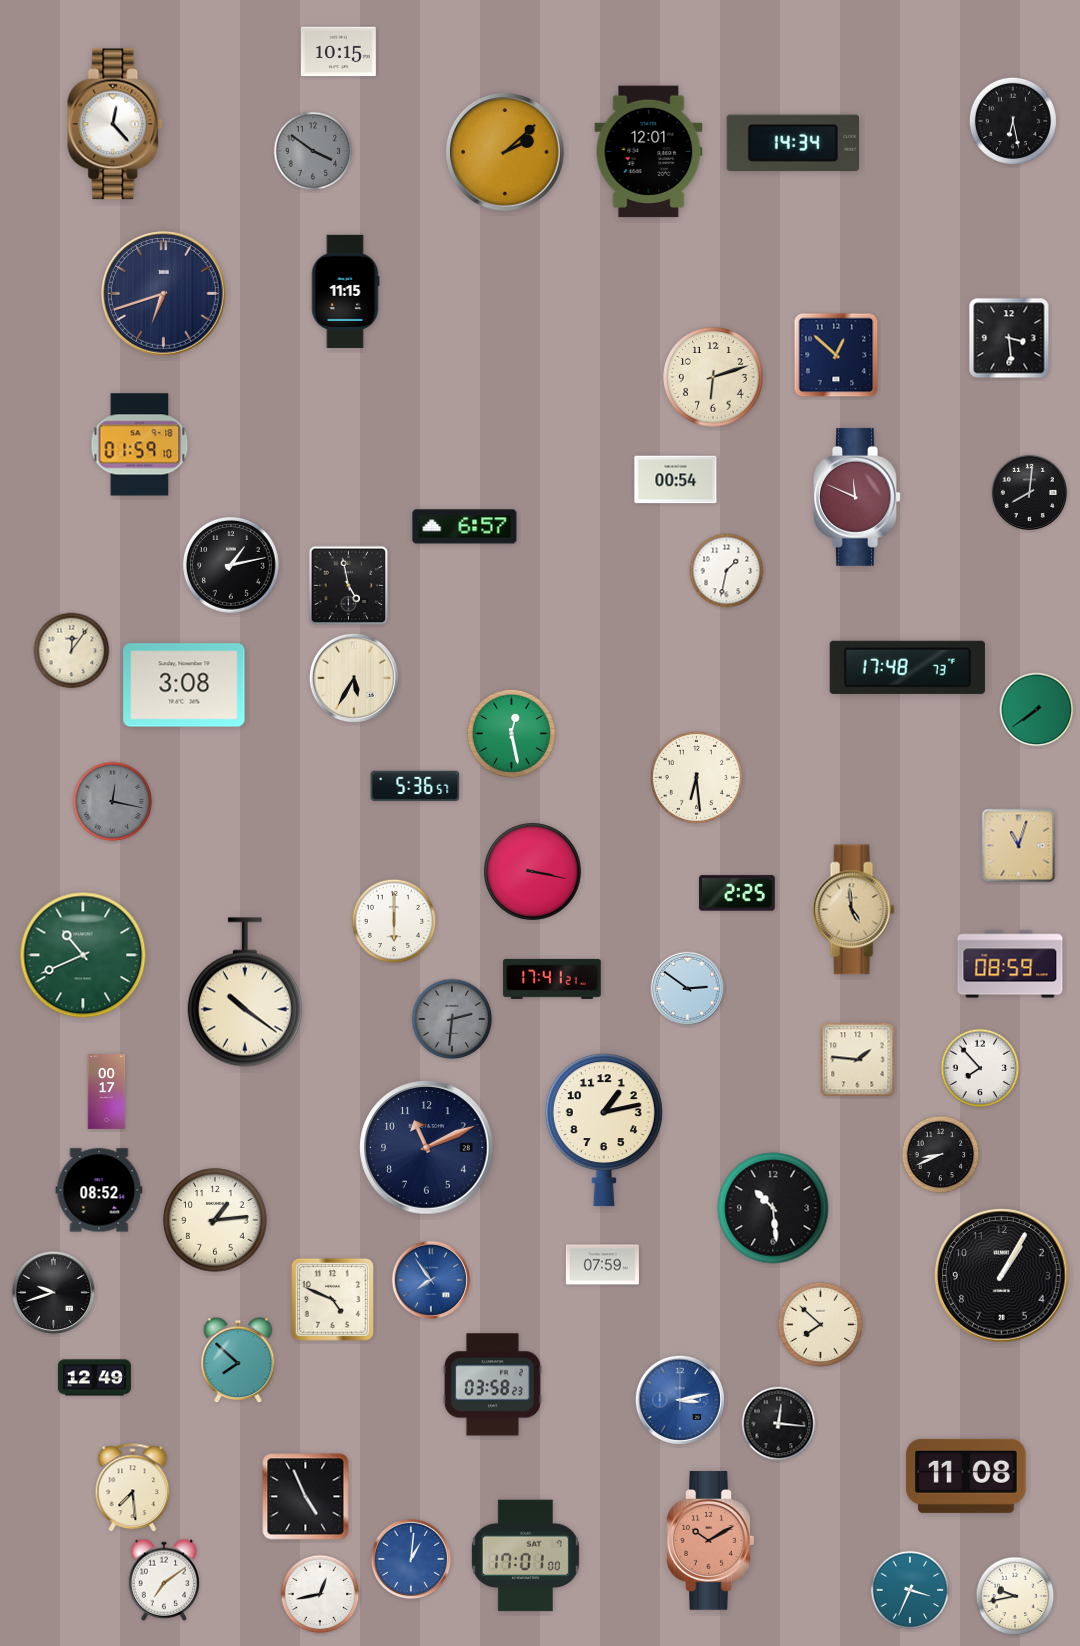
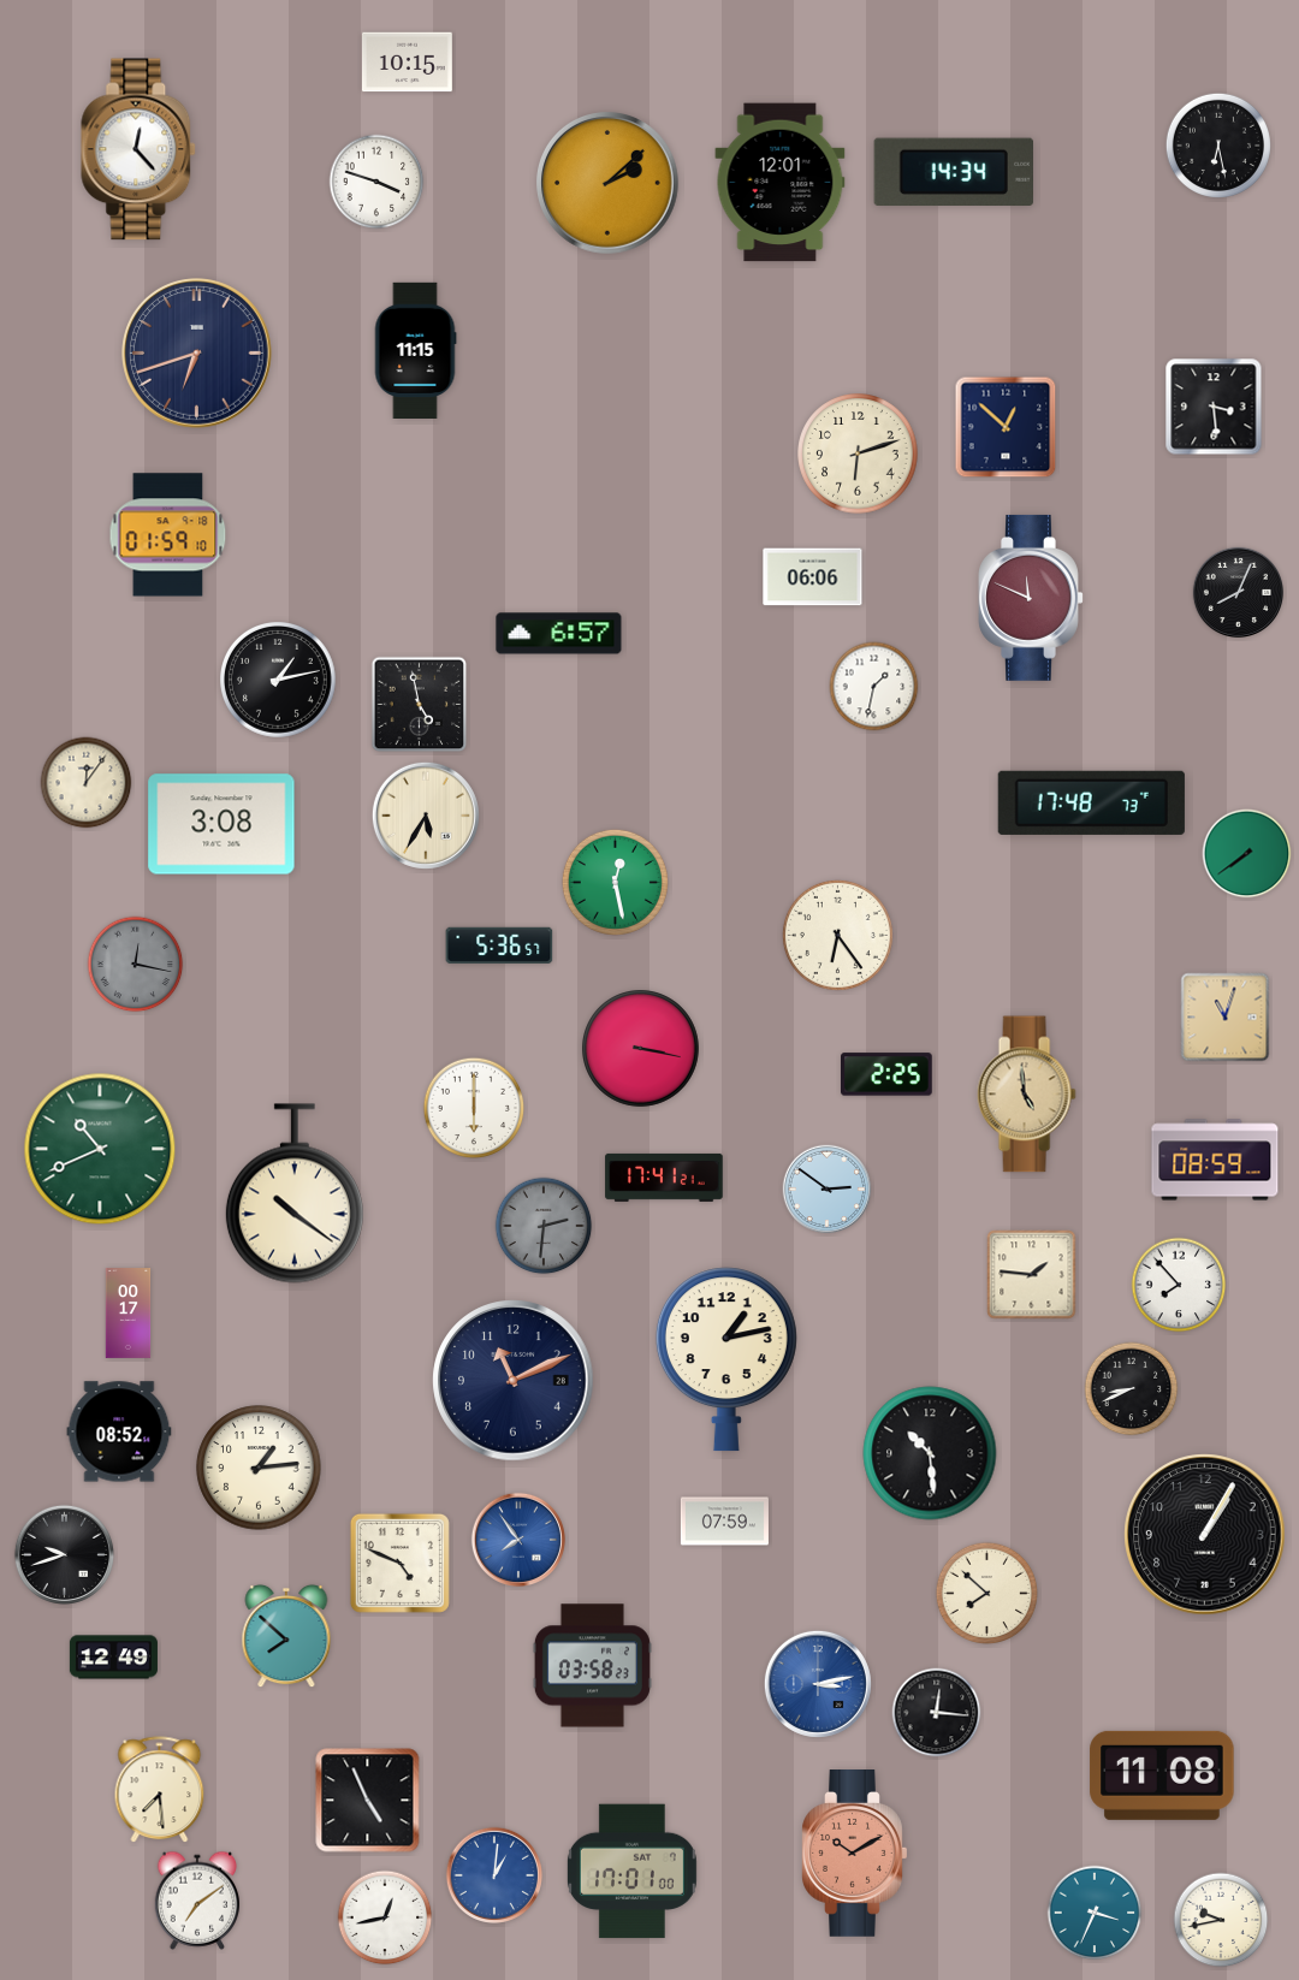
clock at (313, 151): 3:51 -> 3:48
clock at (313, 151) dial: grey -> white
clock at (676, 480): 00:54 -> 06:06
clock at (1029, 492): 8:01 -> 8:04
clock at (696, 777): 6:29 -> 6:24
